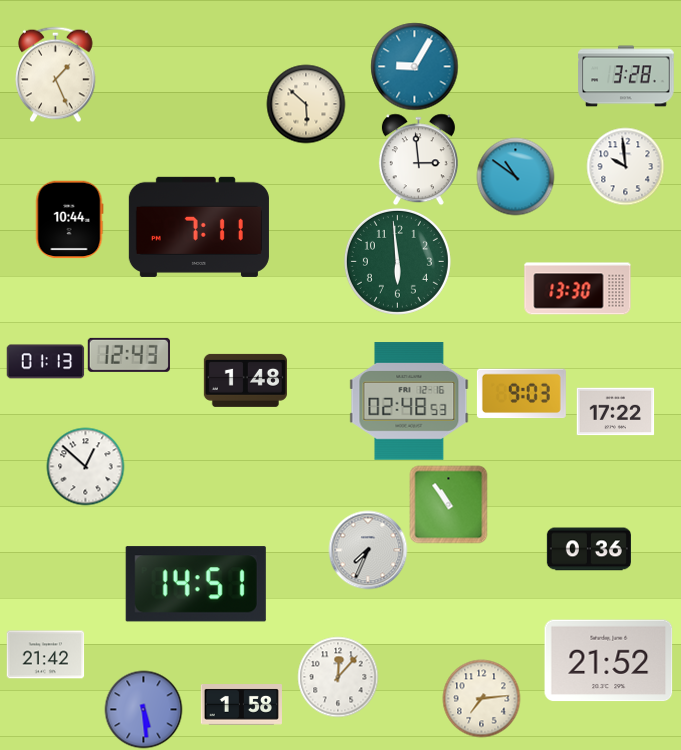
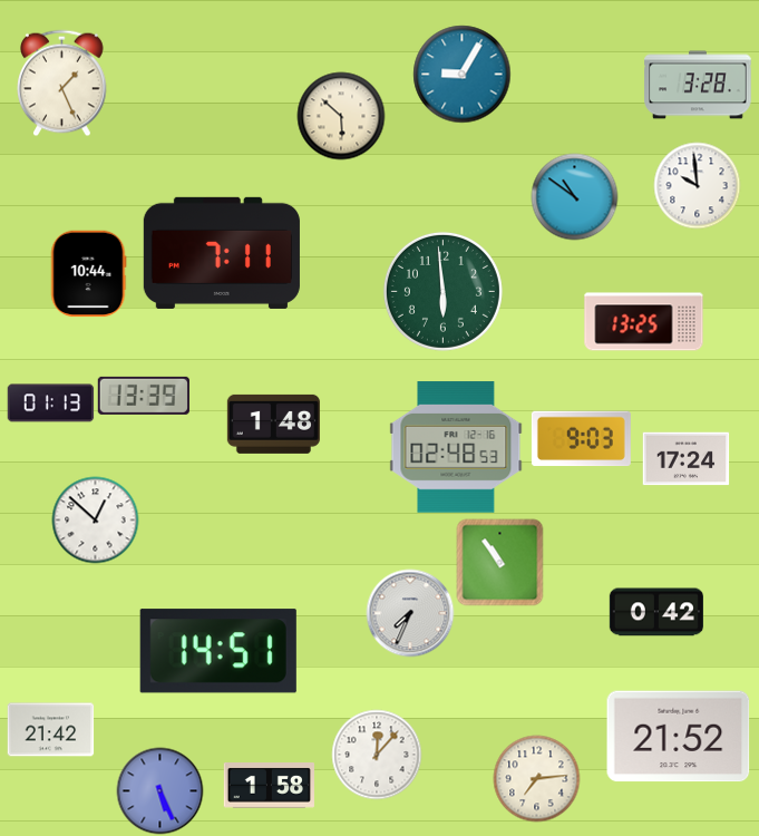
clock at (418, 159): 2:59 -> none
clock at (70, 219) position: (70, 219) -> (89, 273)
clock at (578, 289): 13:30 -> 13:25
clock at (129, 355): 12:43 -> 13:39
clock at (615, 412): 17:22 -> 17:24
clock at (589, 549): 0:36 -> 0:42
clock at (143, 709): 5:29 -> 5:26
